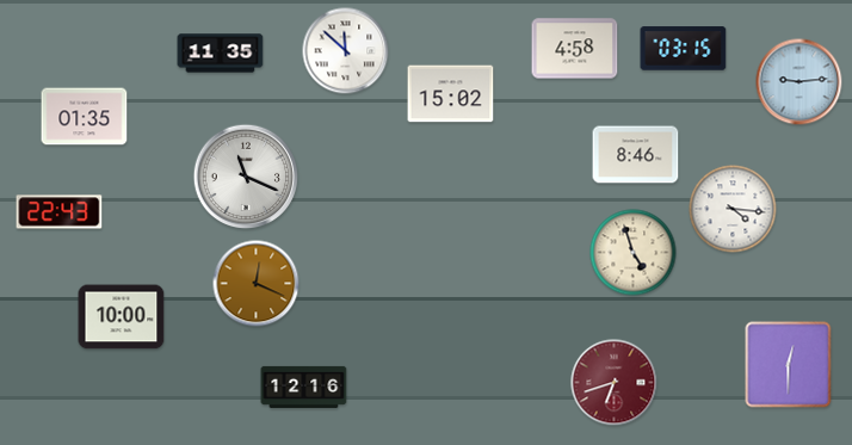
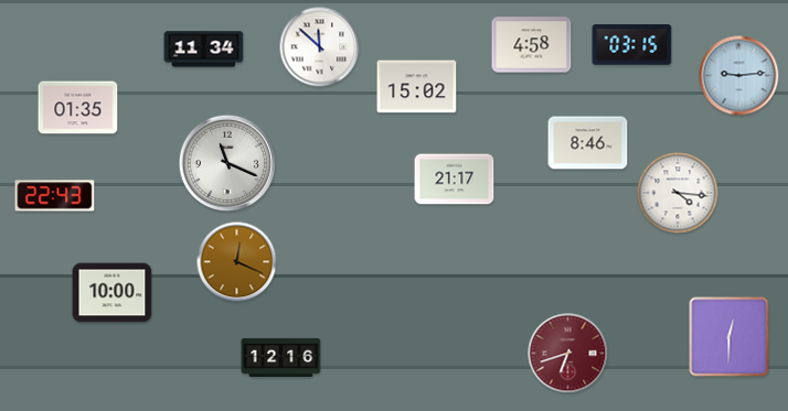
clock at (221, 54): 11:35 -> 11:34
clock at (455, 180): none -> 21:17
clock at (634, 253): 4:57 -> none
